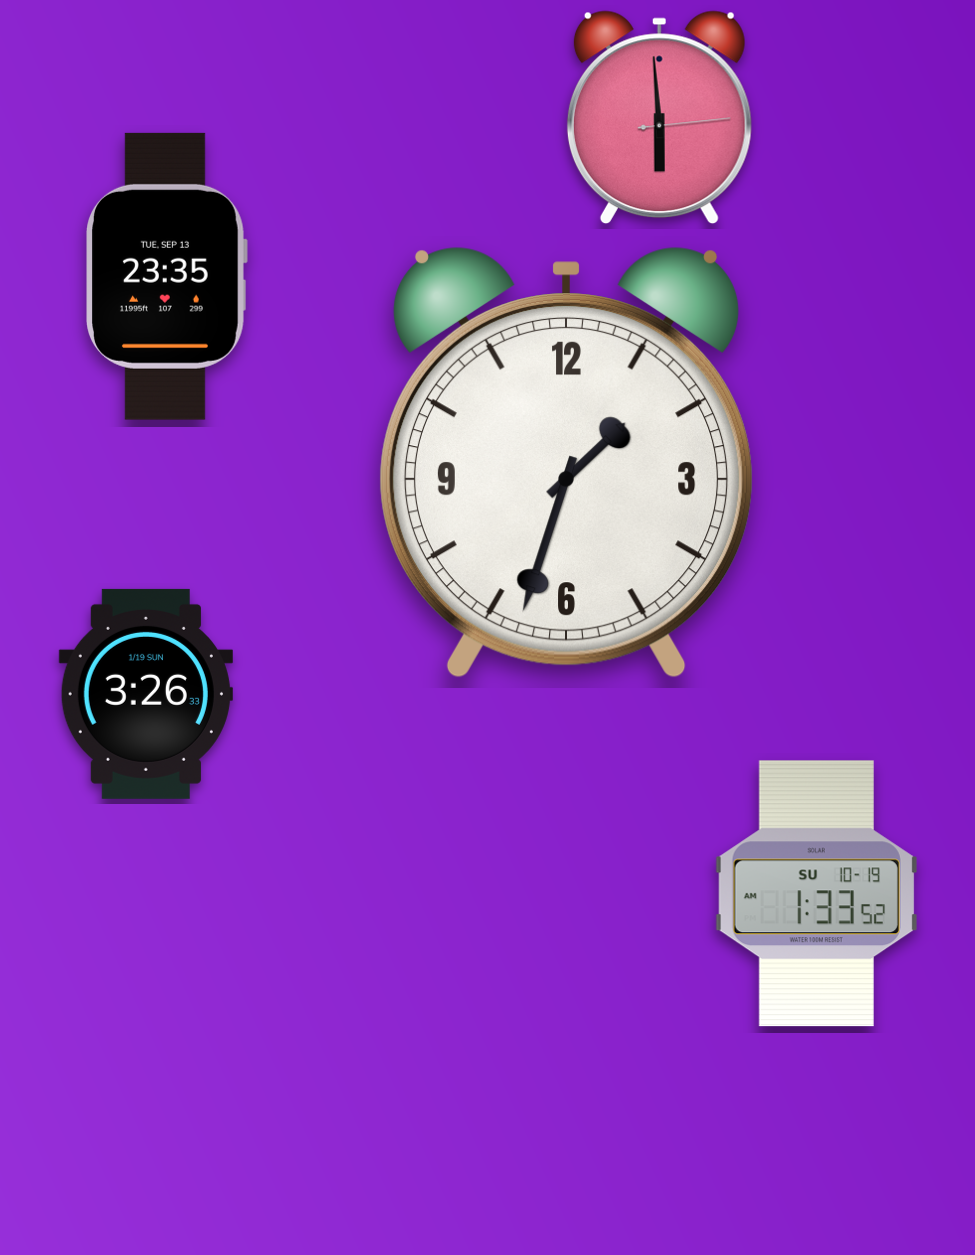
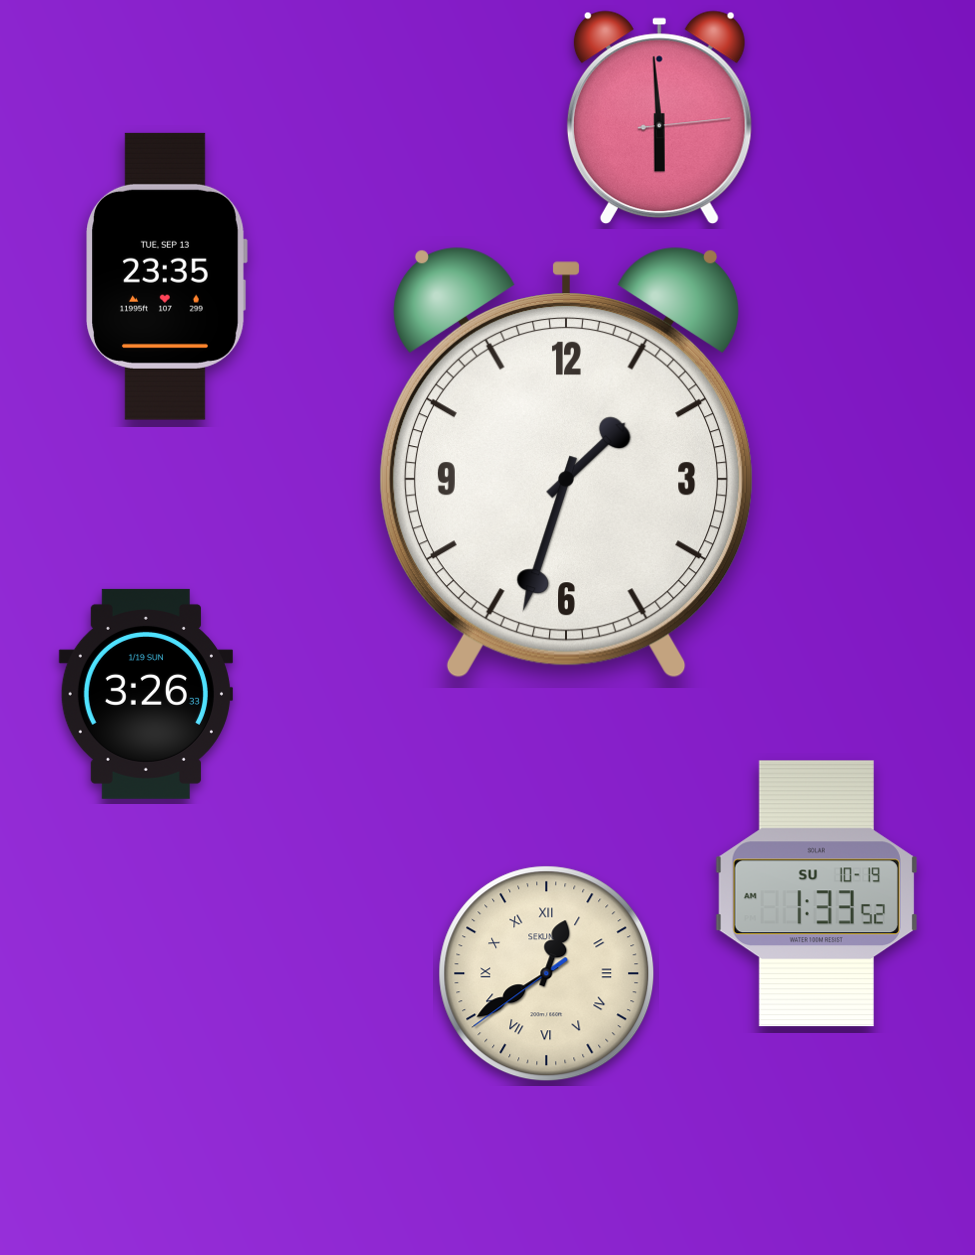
clock at (547, 974): none -> 12:39
